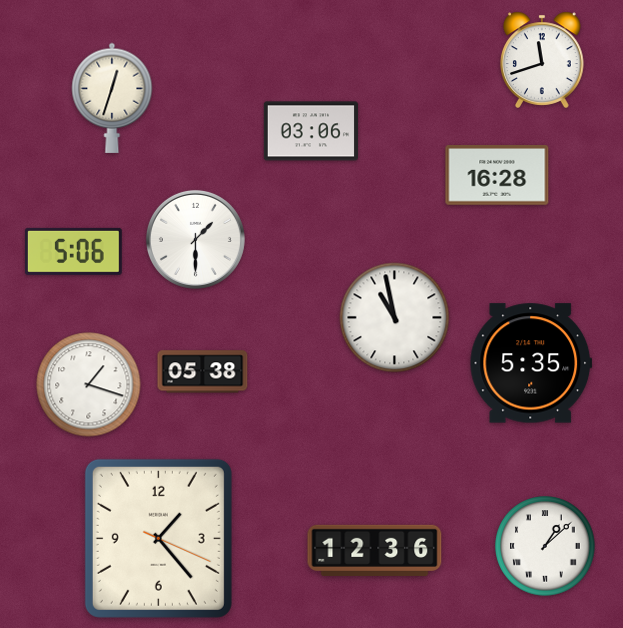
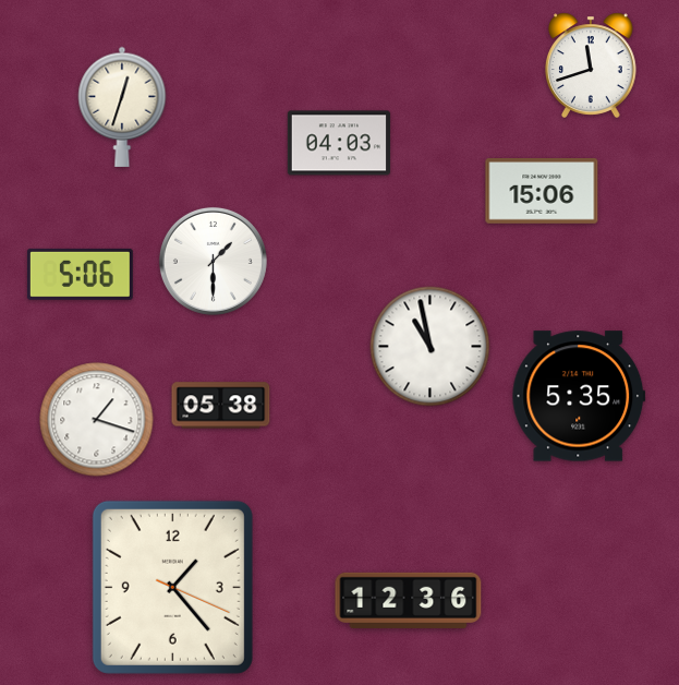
clock at (311, 131): 03:06 -> 04:03
clock at (497, 176): 16:28 -> 15:06
clock at (545, 546): 1:08 -> none
